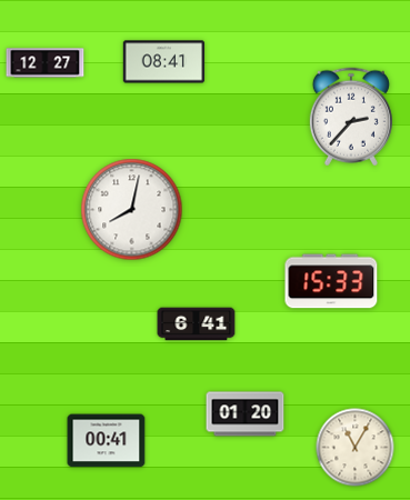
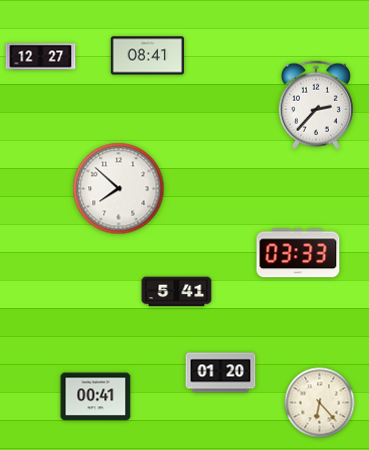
clock at (132, 210): 8:02 -> 7:52
clock at (331, 281): 15:33 -> 03:33
clock at (197, 324): 6:41 -> 5:41
clock at (356, 448): 11:05 -> 6:23
